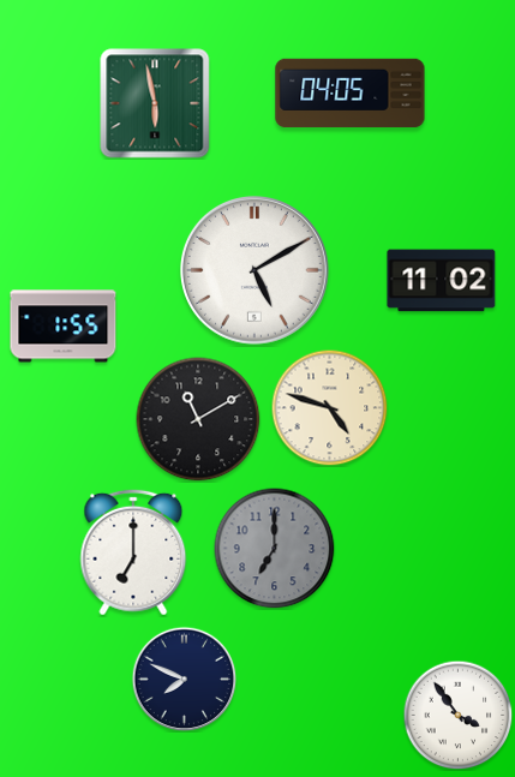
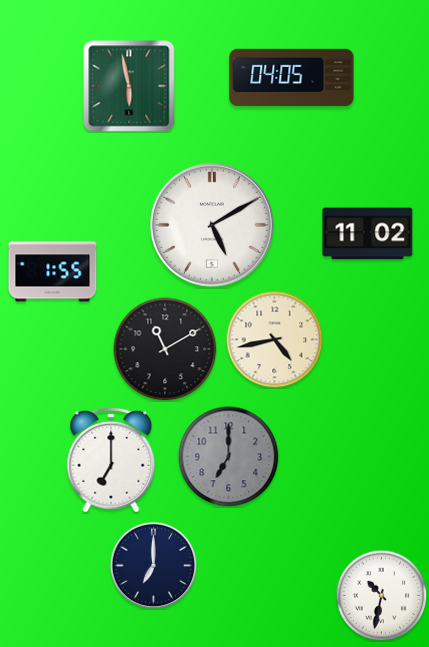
clock at (329, 407): 4:48 -> 4:43
clock at (184, 679): 7:49 -> 7:00
clock at (457, 715): 3:54 -> 10:32
